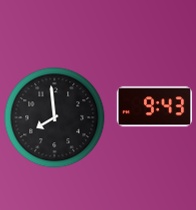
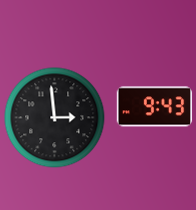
clock at (55, 118): 7:59 -> 2:59
